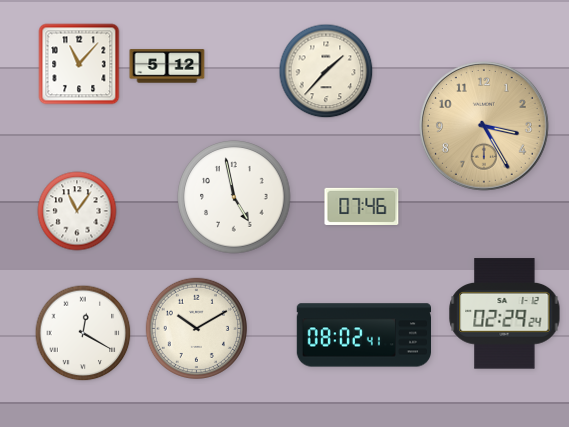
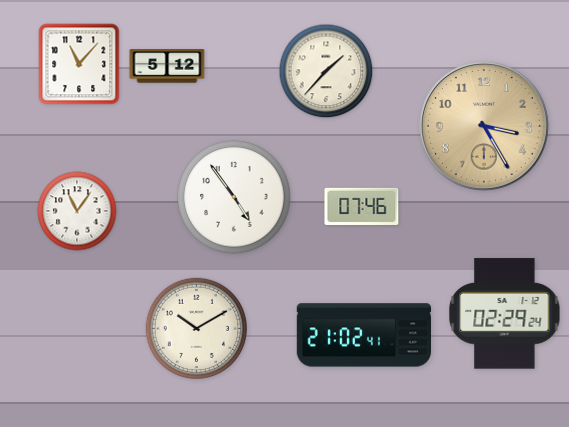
clock at (234, 197): 4:58 -> 4:54
clock at (83, 333): 12:20 -> none
clock at (363, 335): 08:02 -> 21:02
